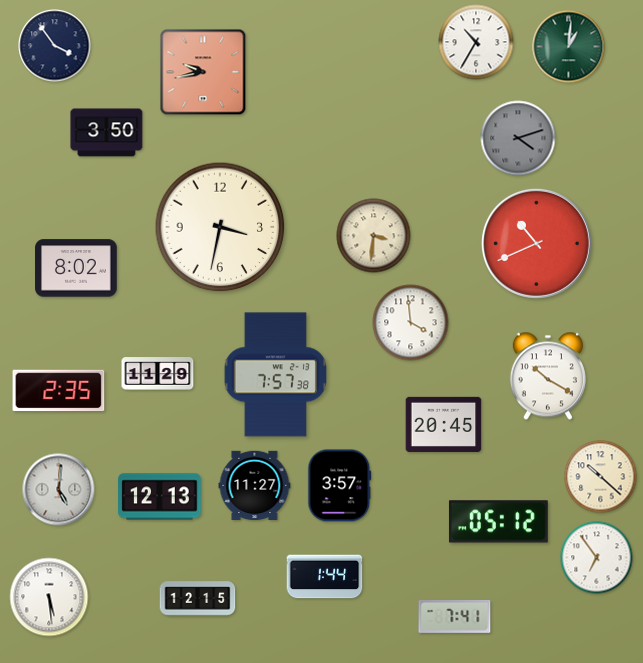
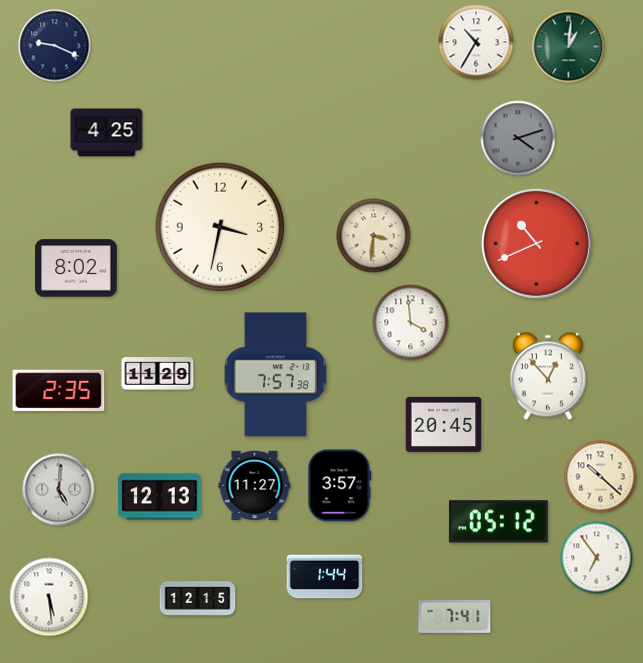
clock at (55, 46): 3:54 -> 9:19
clock at (203, 72): 9:43 -> none
clock at (107, 133): 3:50 -> 4:25
clock at (548, 376): 10:20 -> 12:53
